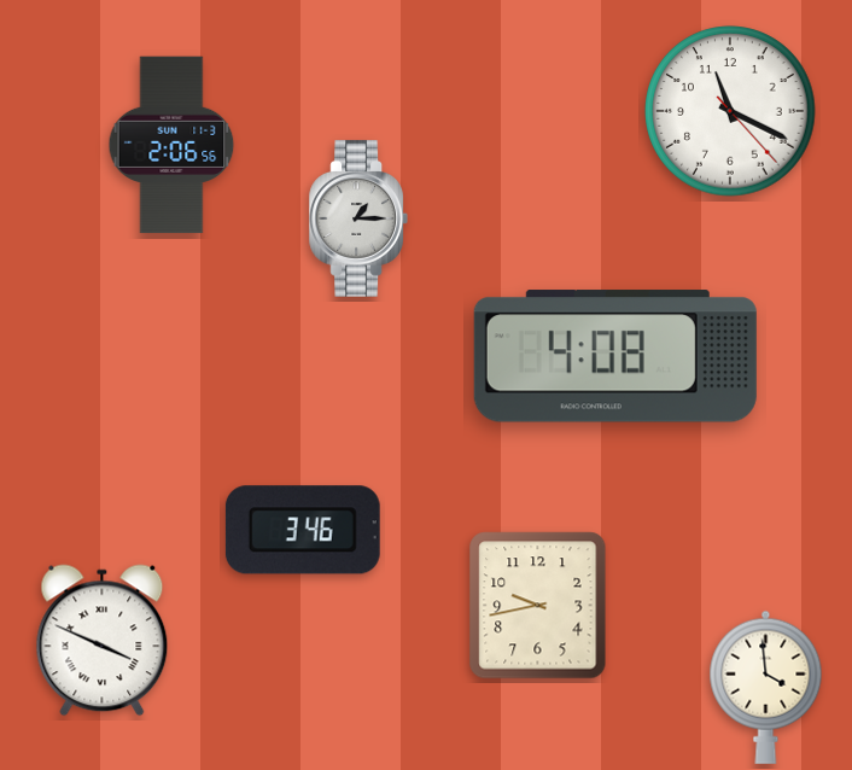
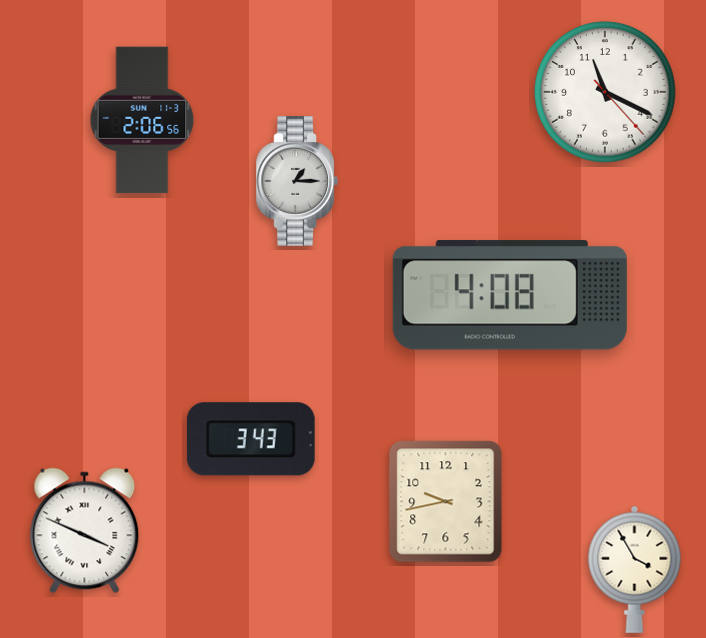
clock at (303, 530): 3:46 -> 3:43
clock at (766, 687): 3:59 -> 3:55
